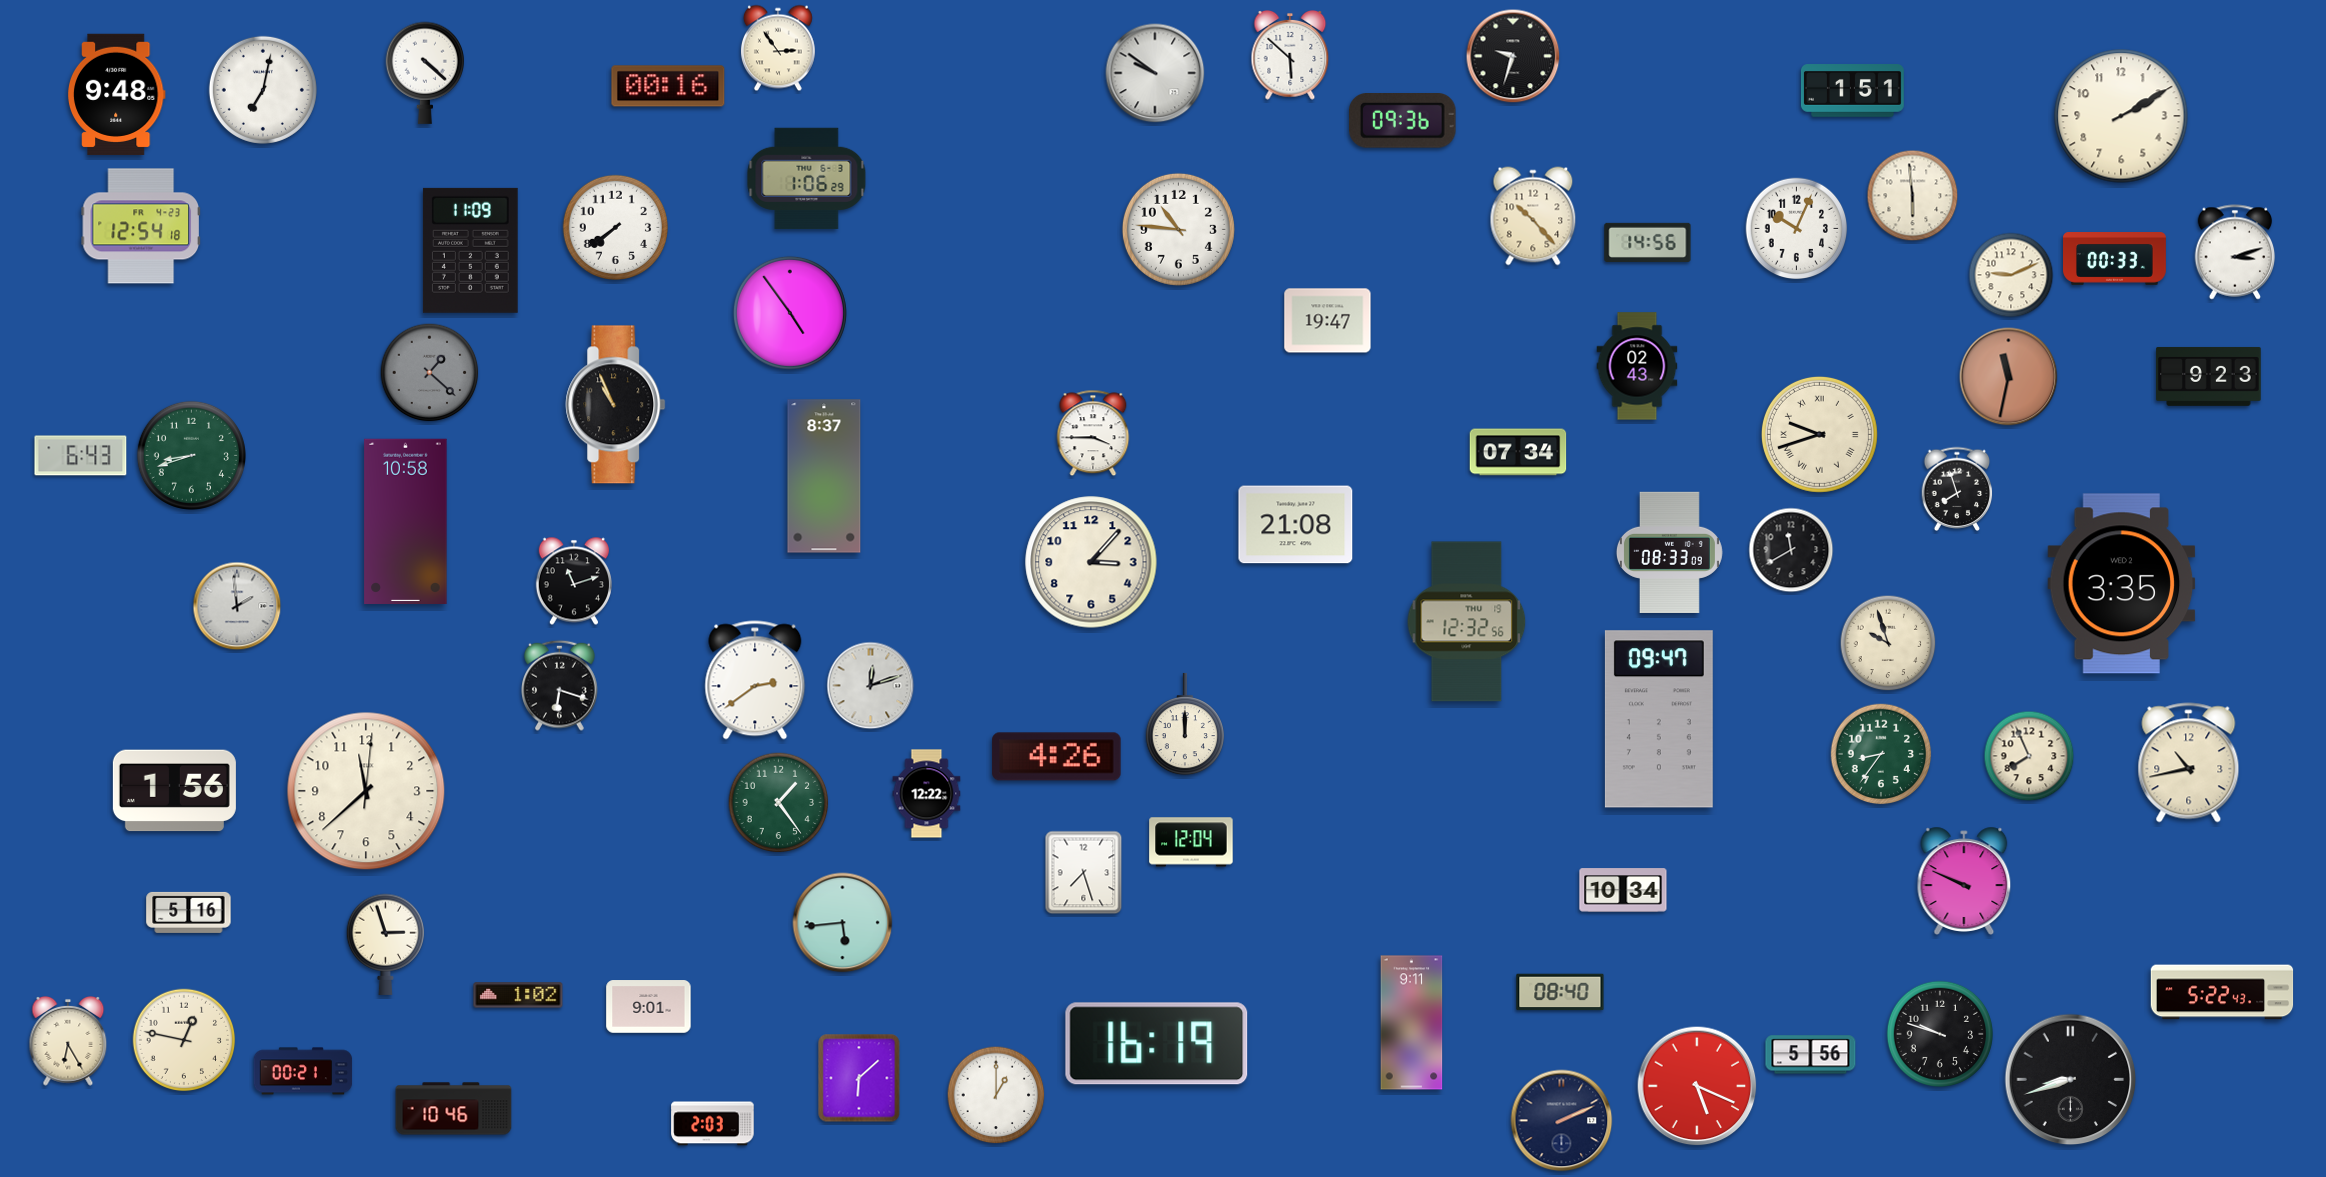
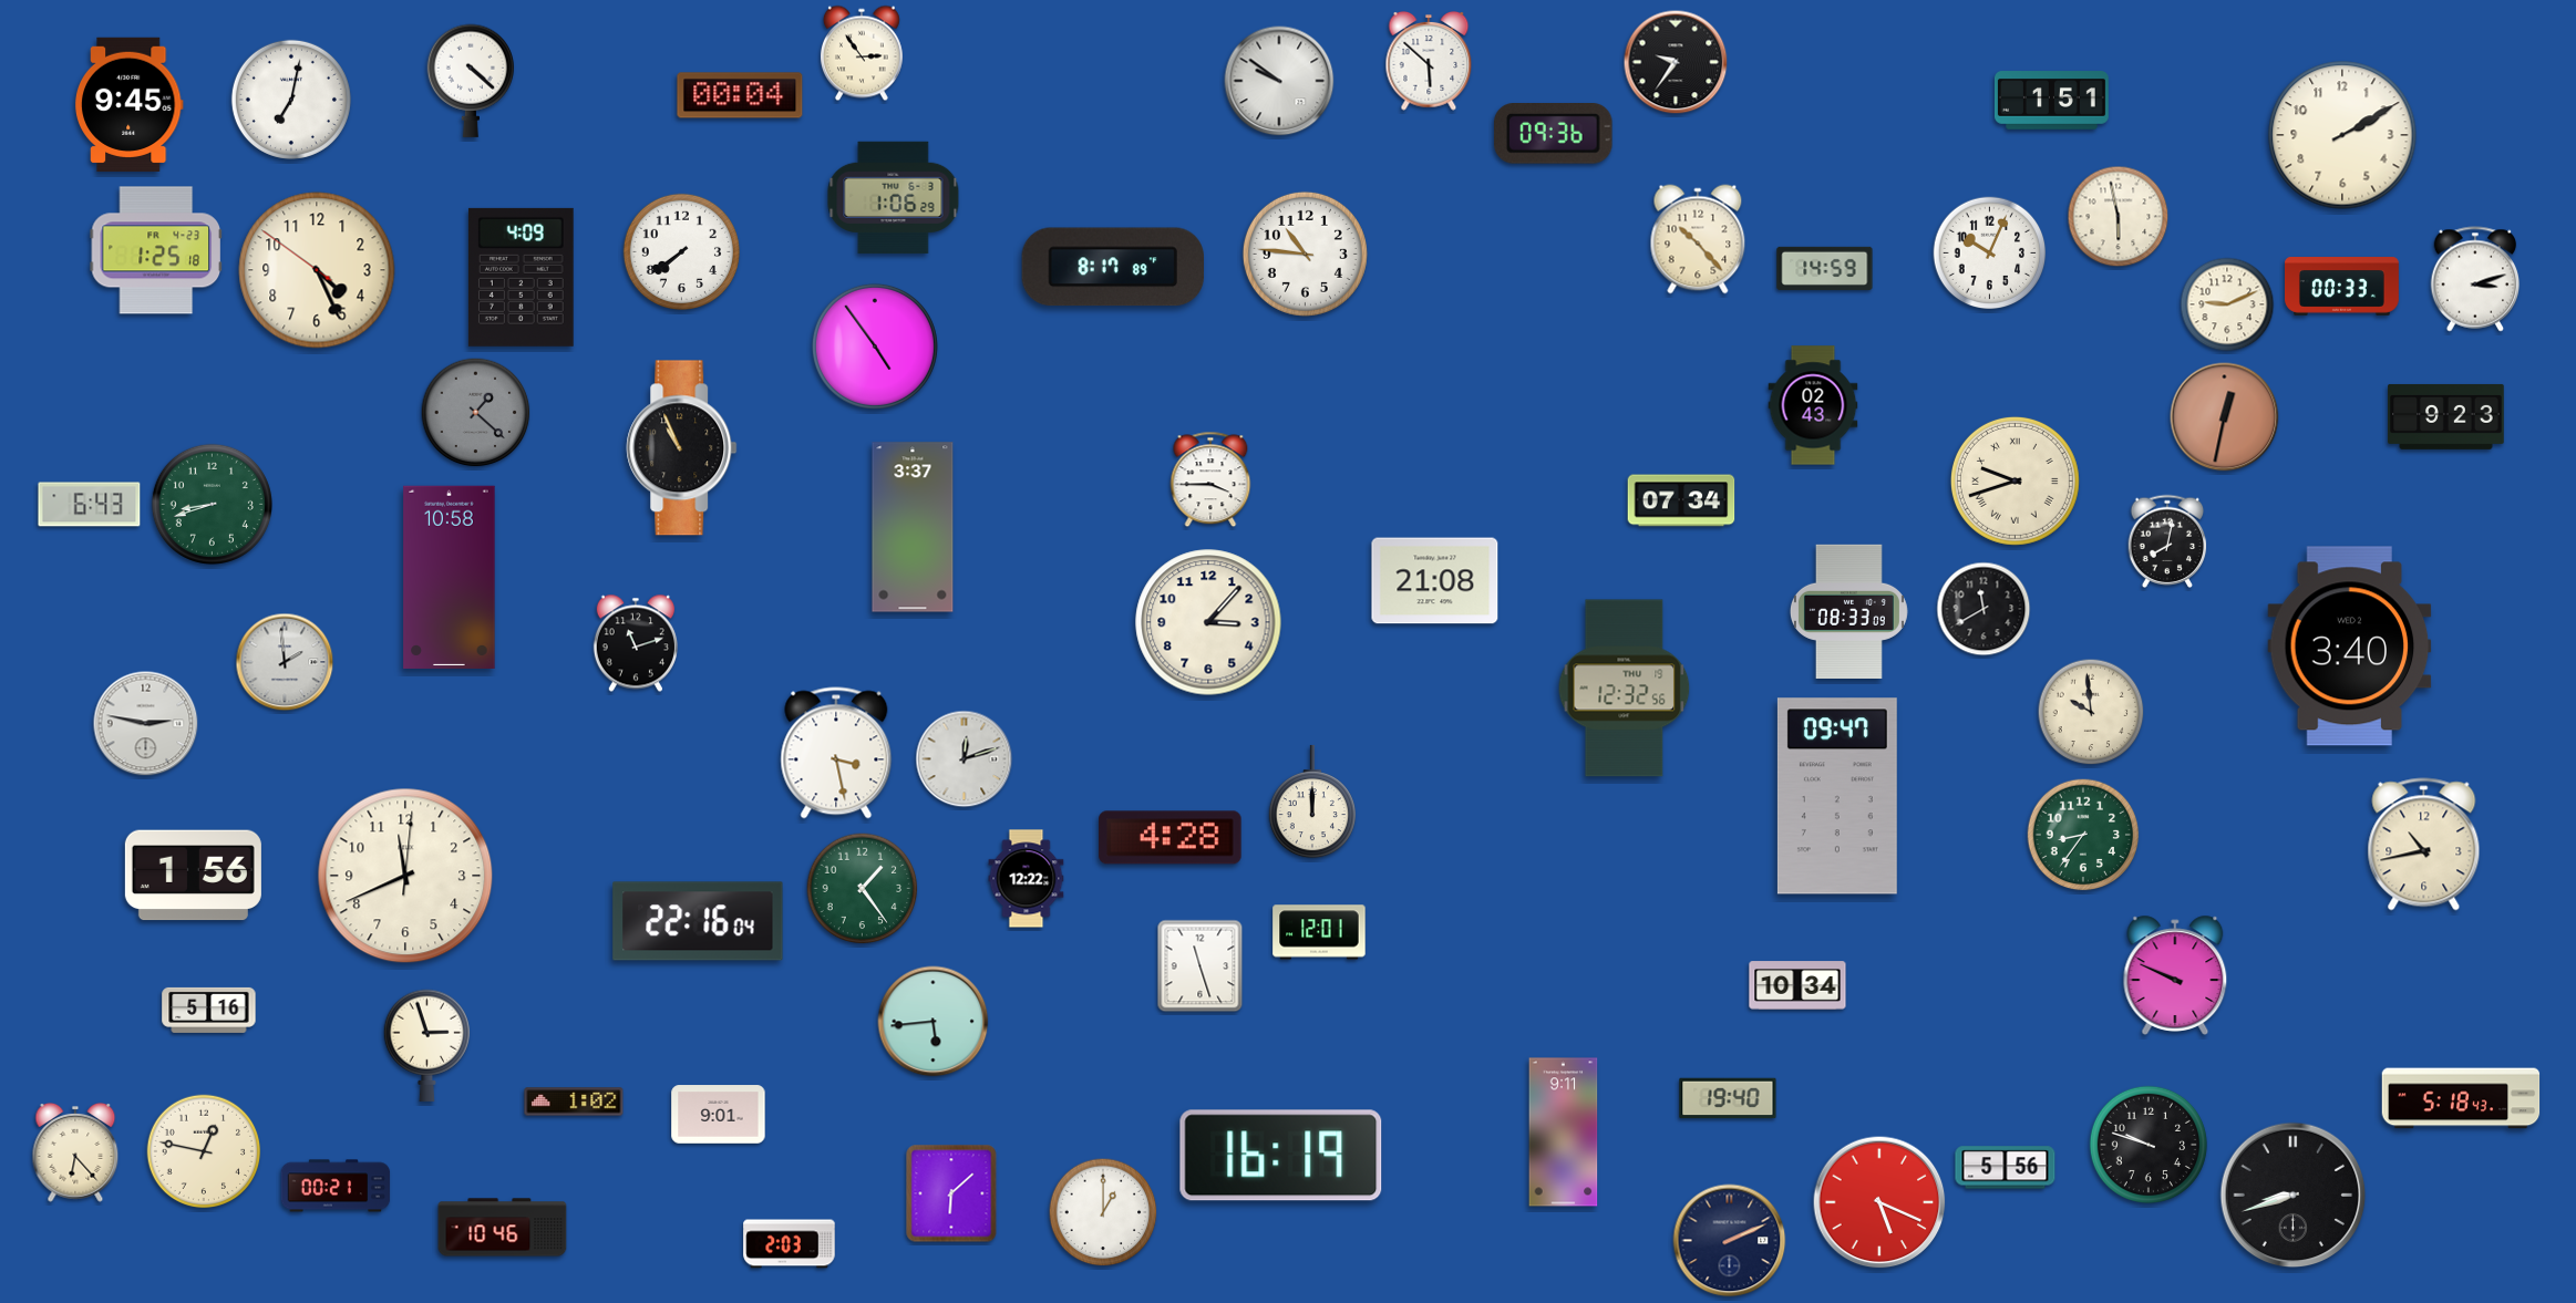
clock at (1513, 56): 9:33 -> 9:36
clock at (668, 86): 00:16 -> 00:04
clock at (116, 94): 9:48 -> 9:45
clock at (2121, 116) position: (2121, 116) -> (2342, 135)
clock at (1913, 196): 5:59 -> 5:58
clock at (140, 226): 12:54 -> 1:25
clock at (1113, 267): none -> 8:17
clock at (1648, 242): 14:56 -> 14:59
clock at (317, 270): none -> 4:25
clock at (470, 250): 11:09 -> 4:09
clock at (1328, 321): 19:47 -> none
clock at (2009, 377): 11:32 -> 12:32
clock at (824, 476): 8:37 -> 3:37
clock at (1957, 488): 7:57 -> 8:02
clock at (2122, 584): 3:35 -> 3:40
clock at (237, 606) position: (237, 606) -> (285, 662)
clock at (1888, 643): 9:57 -> 9:59
clock at (146, 724): none -> 2:47
clock at (755, 680): 2:39 -> 3:28
clock at (560, 685): 6:18 -> none
clock at (2029, 756): 7:56 -> none
clock at (1057, 757): 4:26 -> 4:28
clock at (366, 791): 11:38 -> 11:41
clock at (698, 921): none -> 22:16
clock at (1191, 842): 12:04 -> 12:01
clock at (1084, 873): 7:27 -> 11:27
clock at (1560, 992): 08:40 -> 19:40
clock at (2222, 992): 5:22 -> 5:18
clock at (68, 1042): 6:25 -> 6:23
